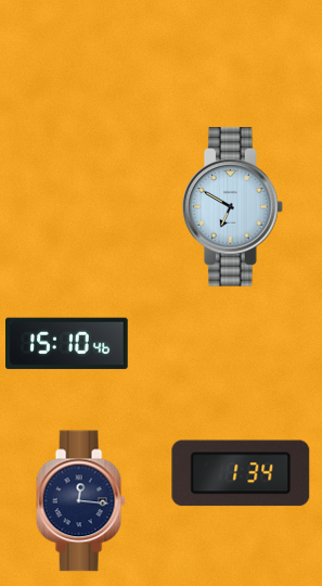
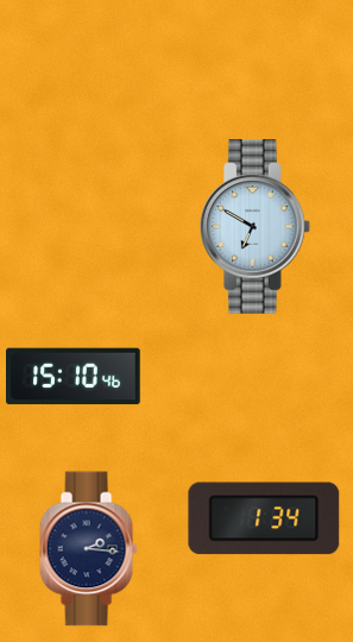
clock at (80, 501): 12:16 -> 2:16
